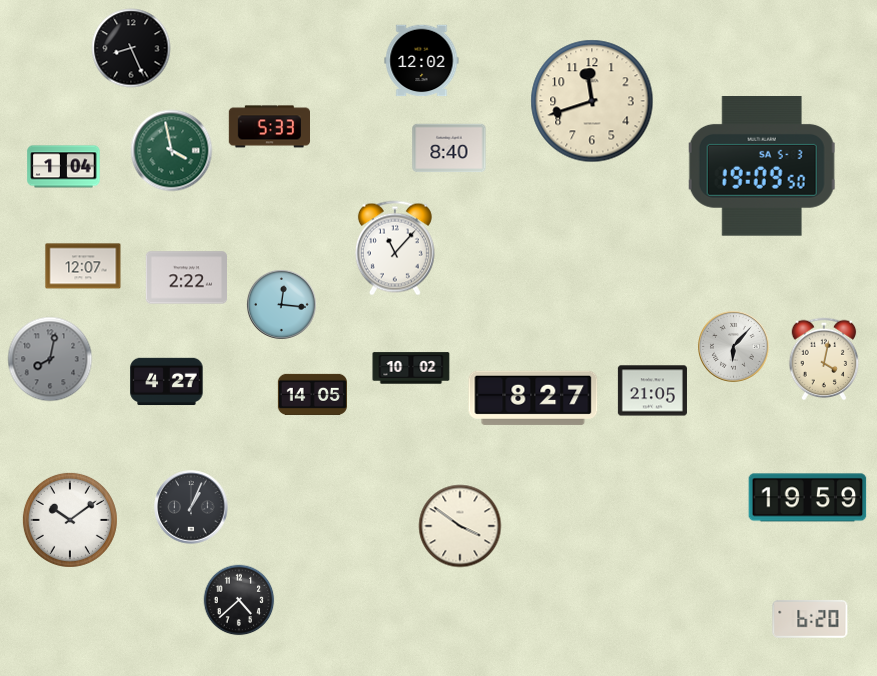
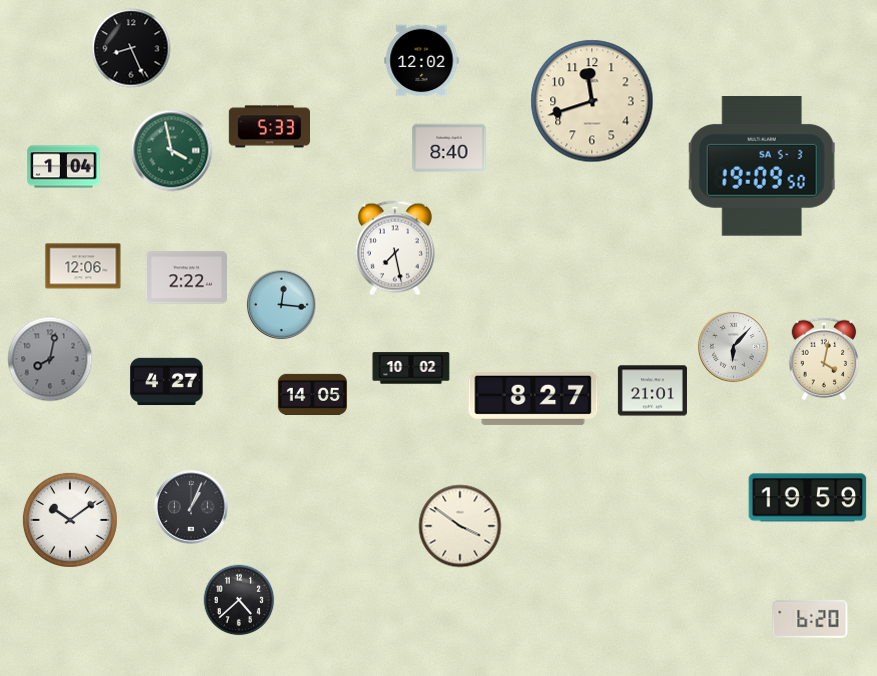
clock at (395, 248): 11:07 -> 7:28
clock at (83, 266): 12:07 -> 12:06
clock at (652, 391): 21:05 -> 21:01
